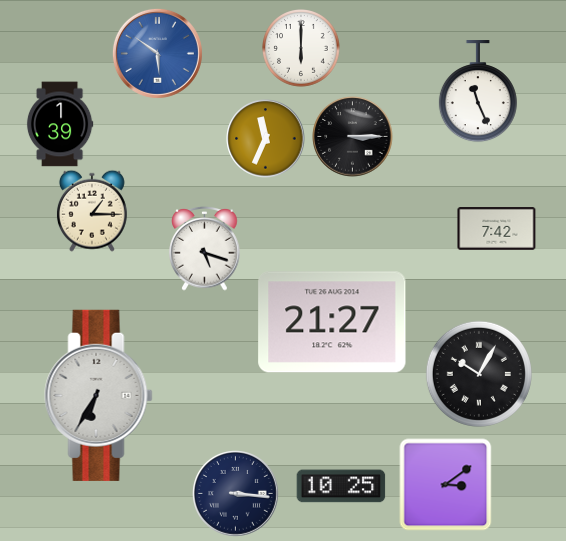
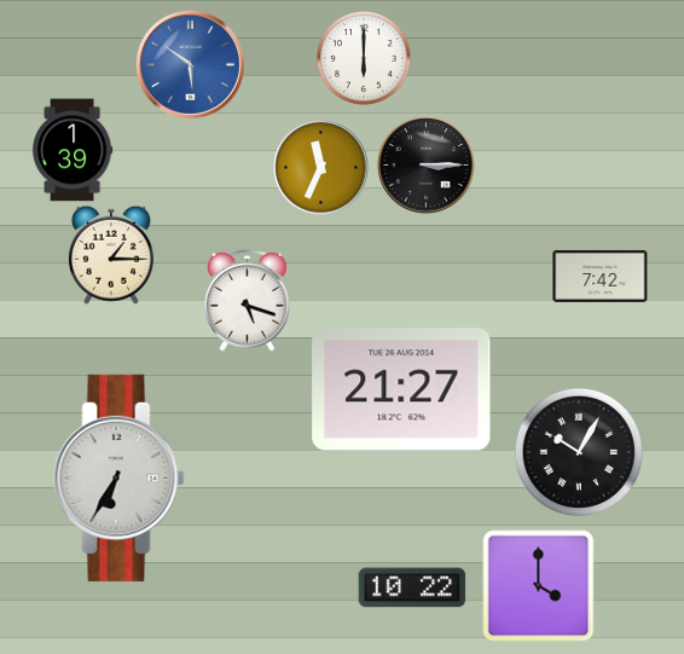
clock at (478, 92): 11:26 -> none
clock at (446, 485): 3:09 -> 4:00
clock at (341, 486): 10:25 -> 10:22
clock at (236, 494): 3:16 -> none
